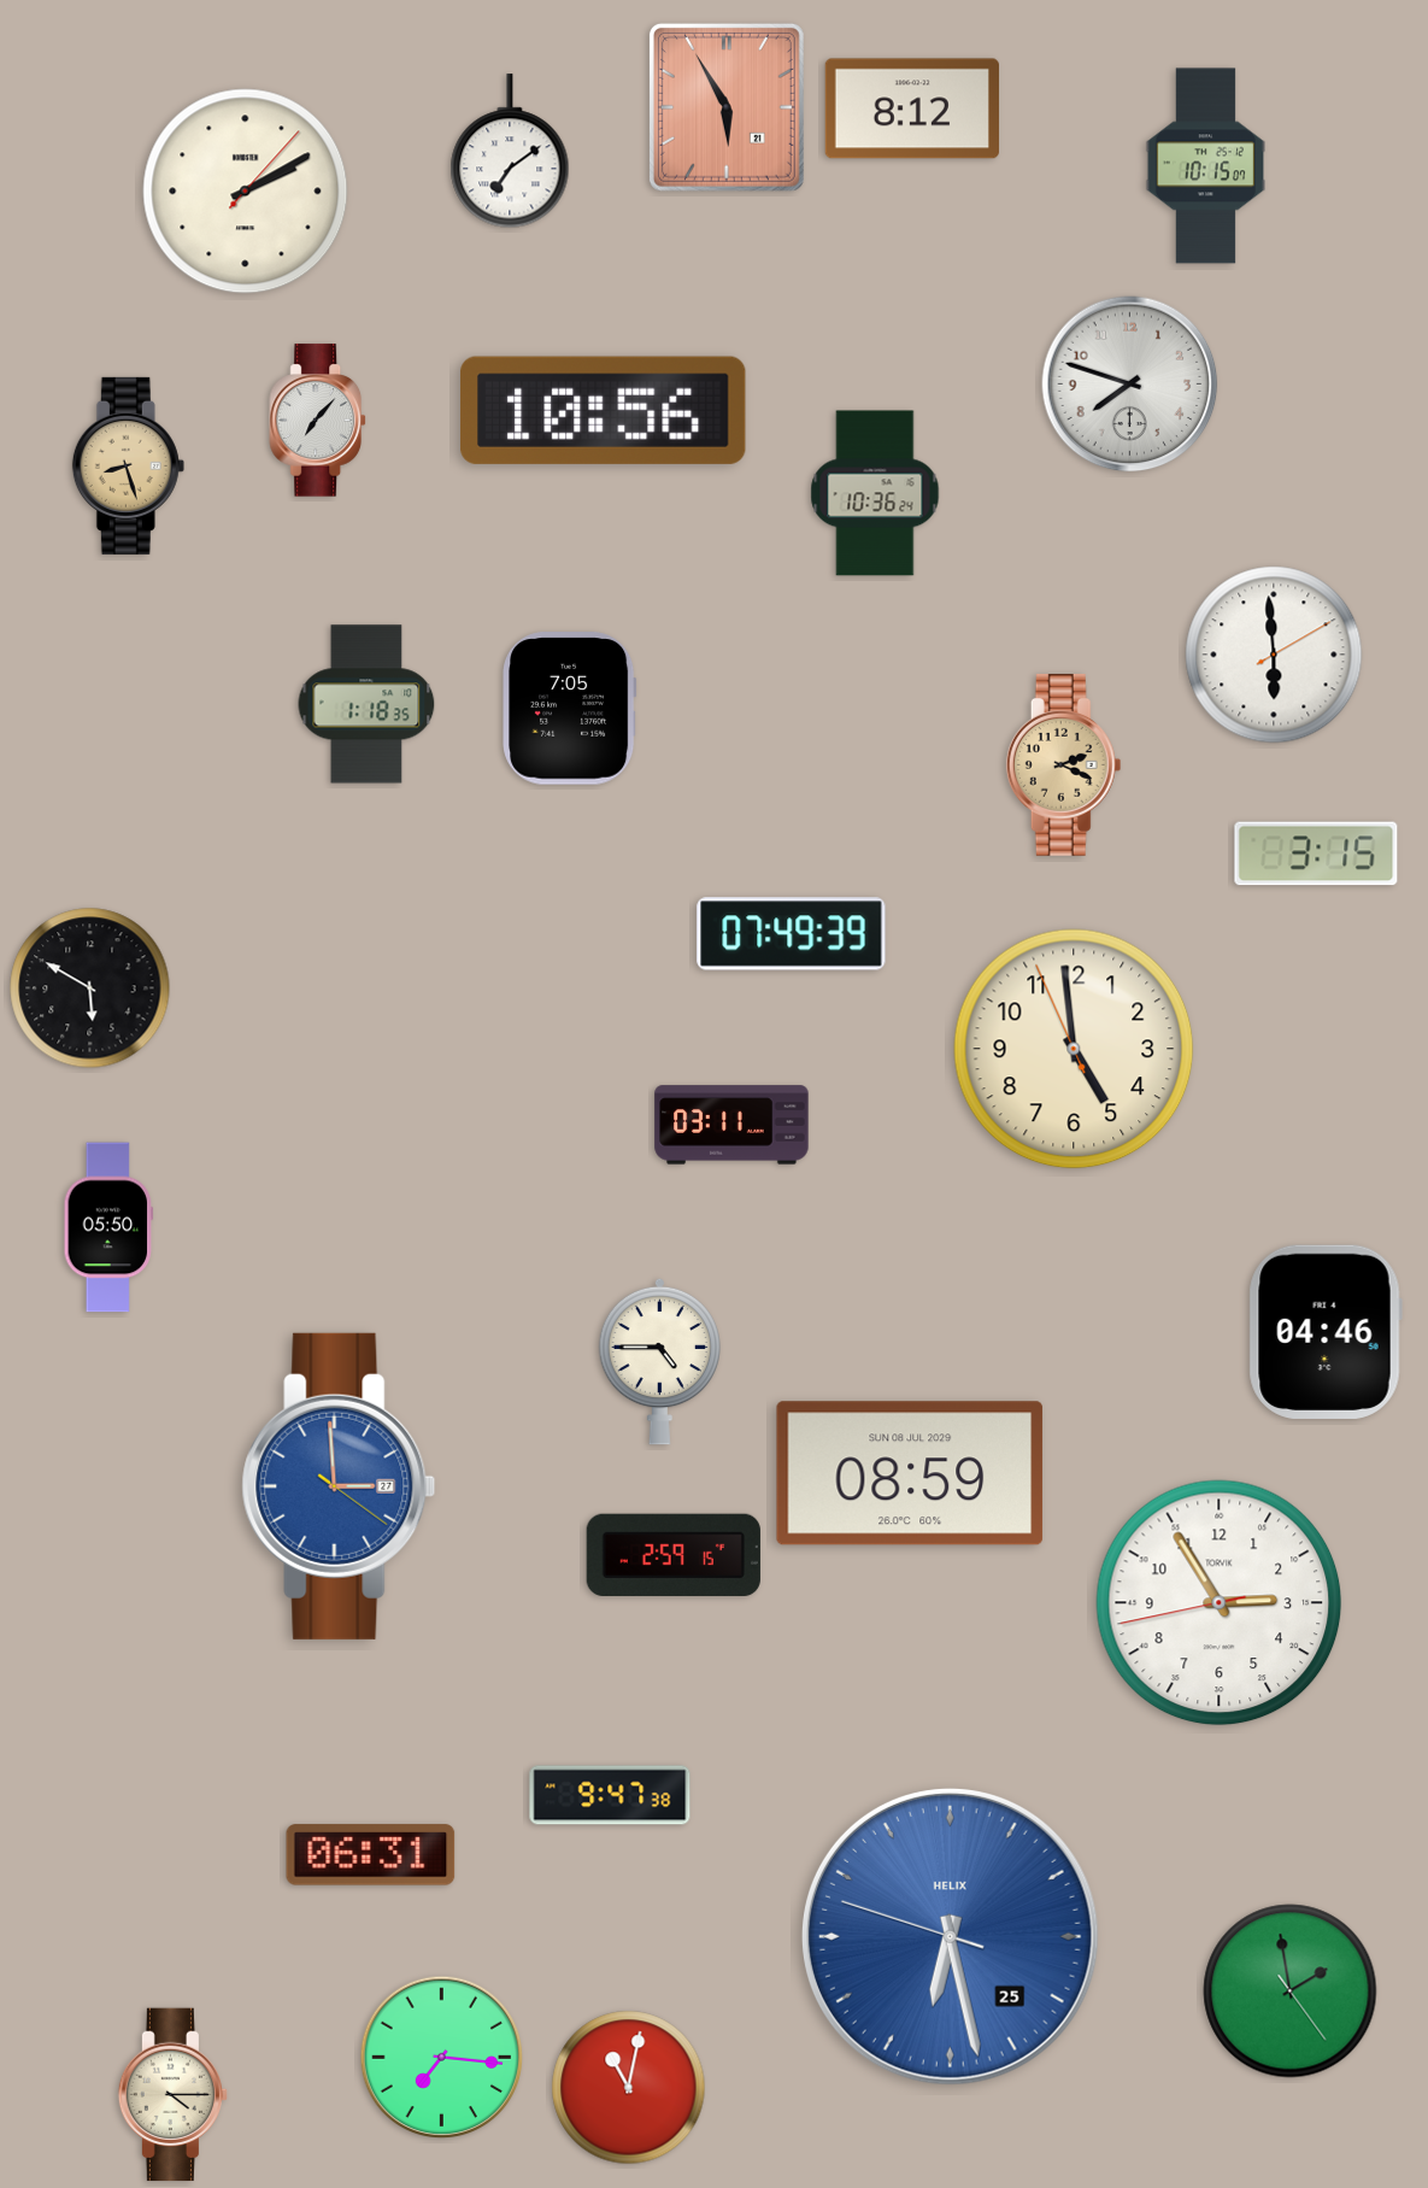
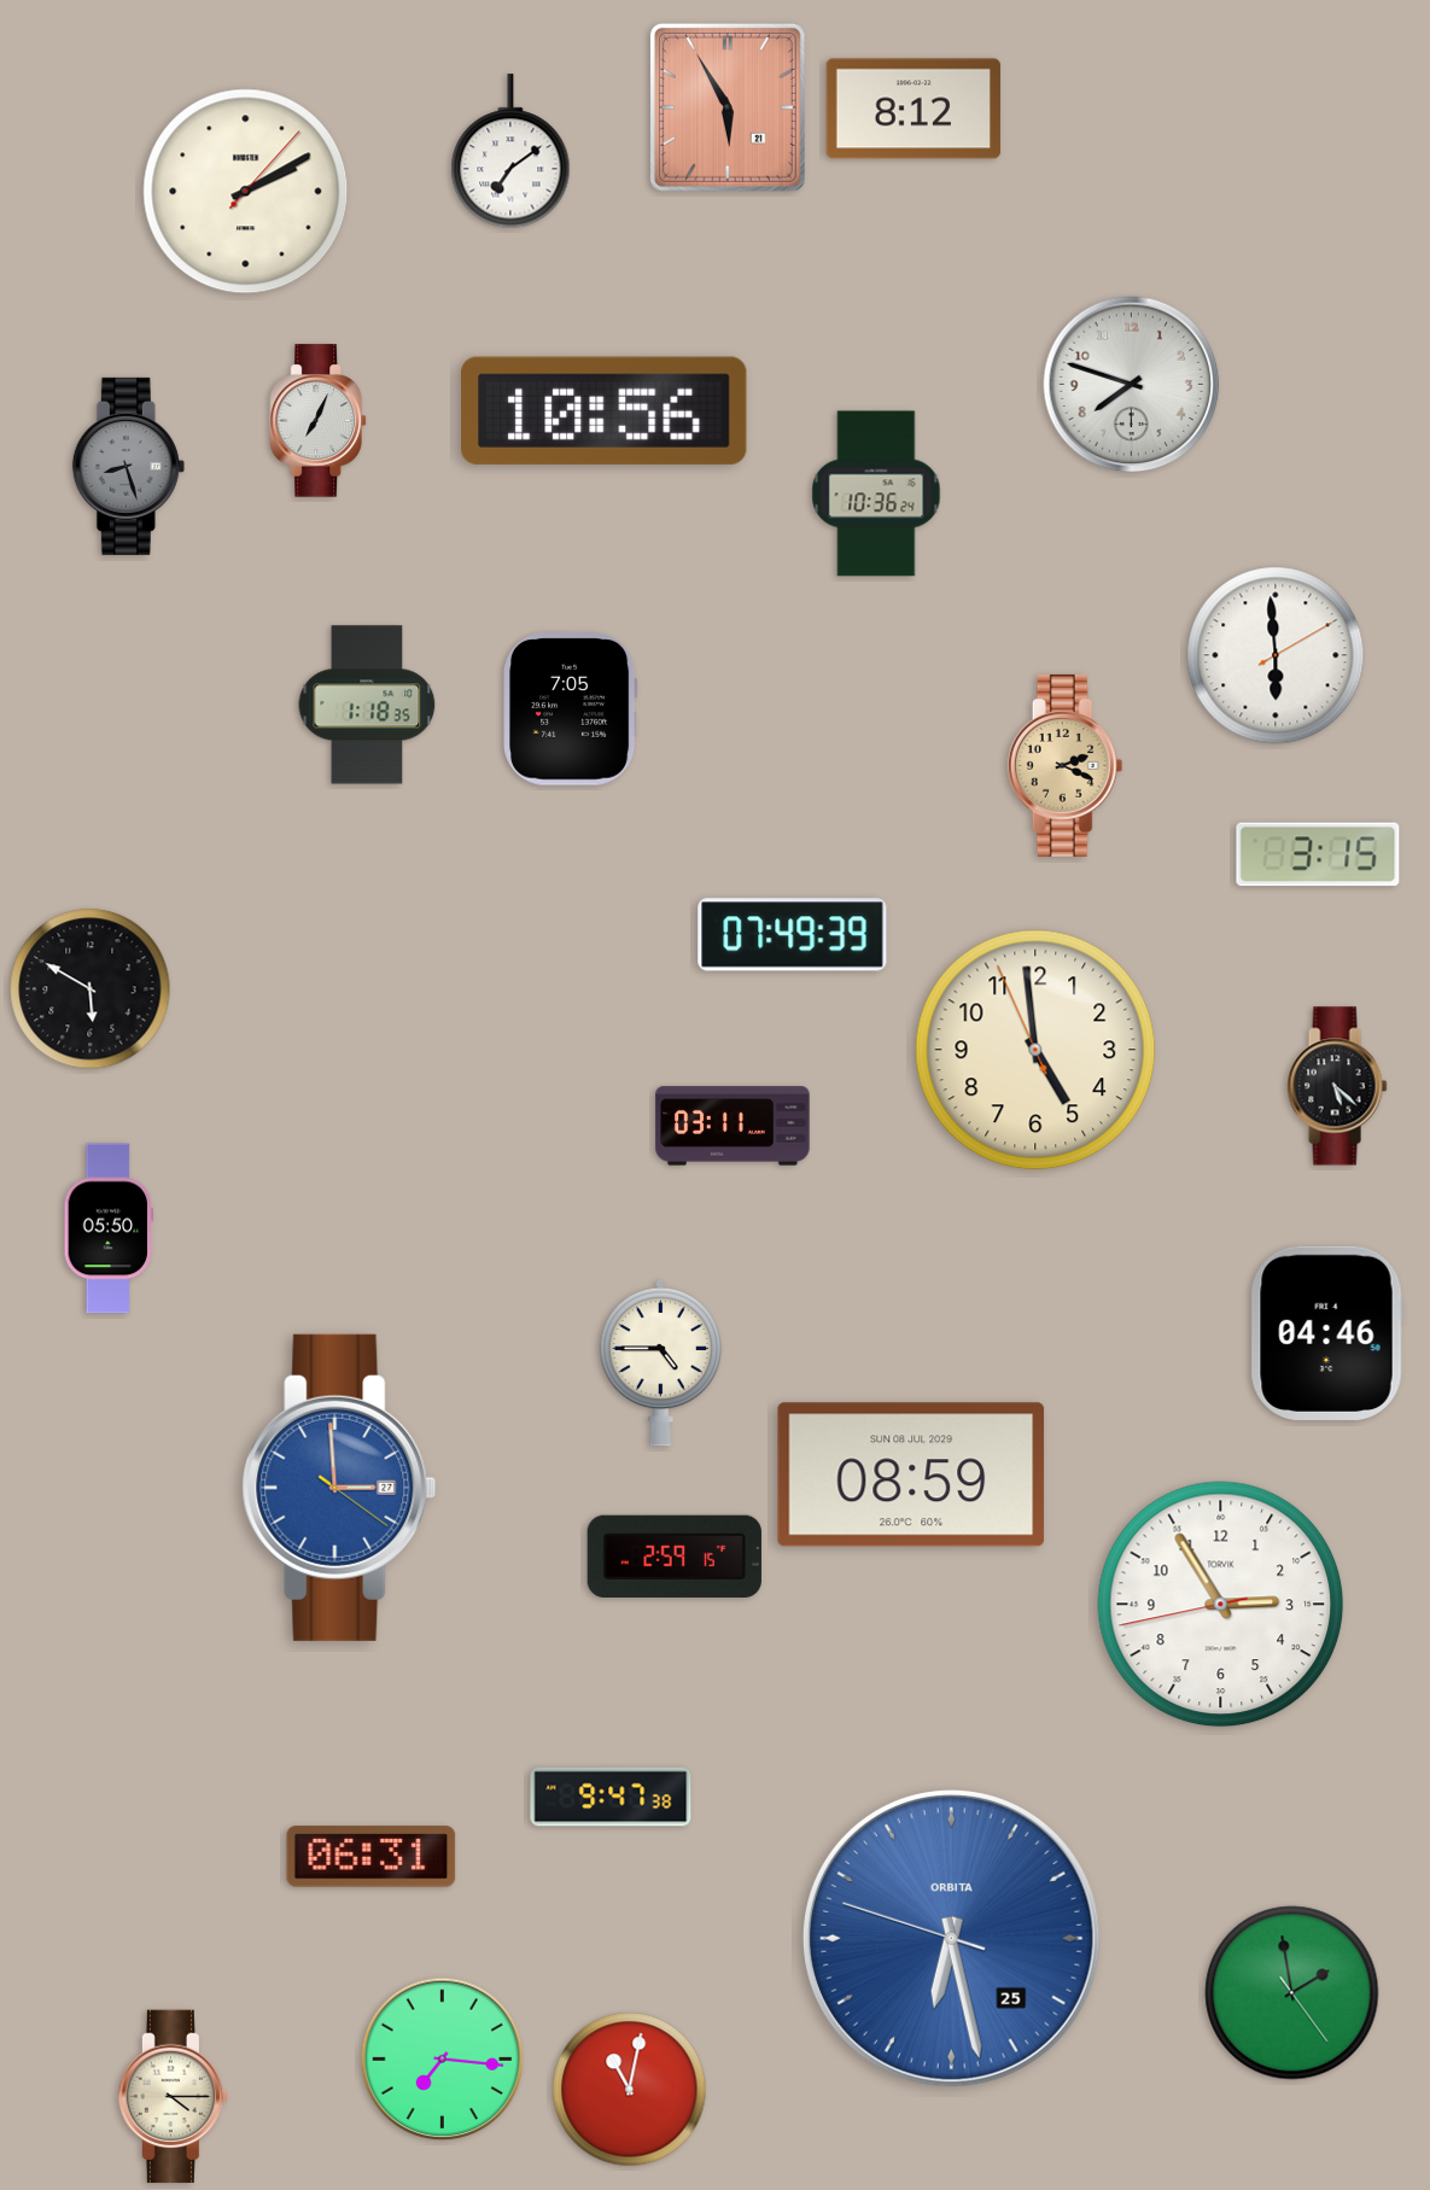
clock at (1205, 166): 10:15 -> none
clock at (317, 421): 7:07 -> 7:04
clock at (128, 465) dial: champagne -> grey
clock at (1074, 1049) position: (1074, 1049) -> (1035, 1050)
clock at (1337, 1086): none -> 5:22
clock at (950, 1936) brand: HELIX -> ORBITA
